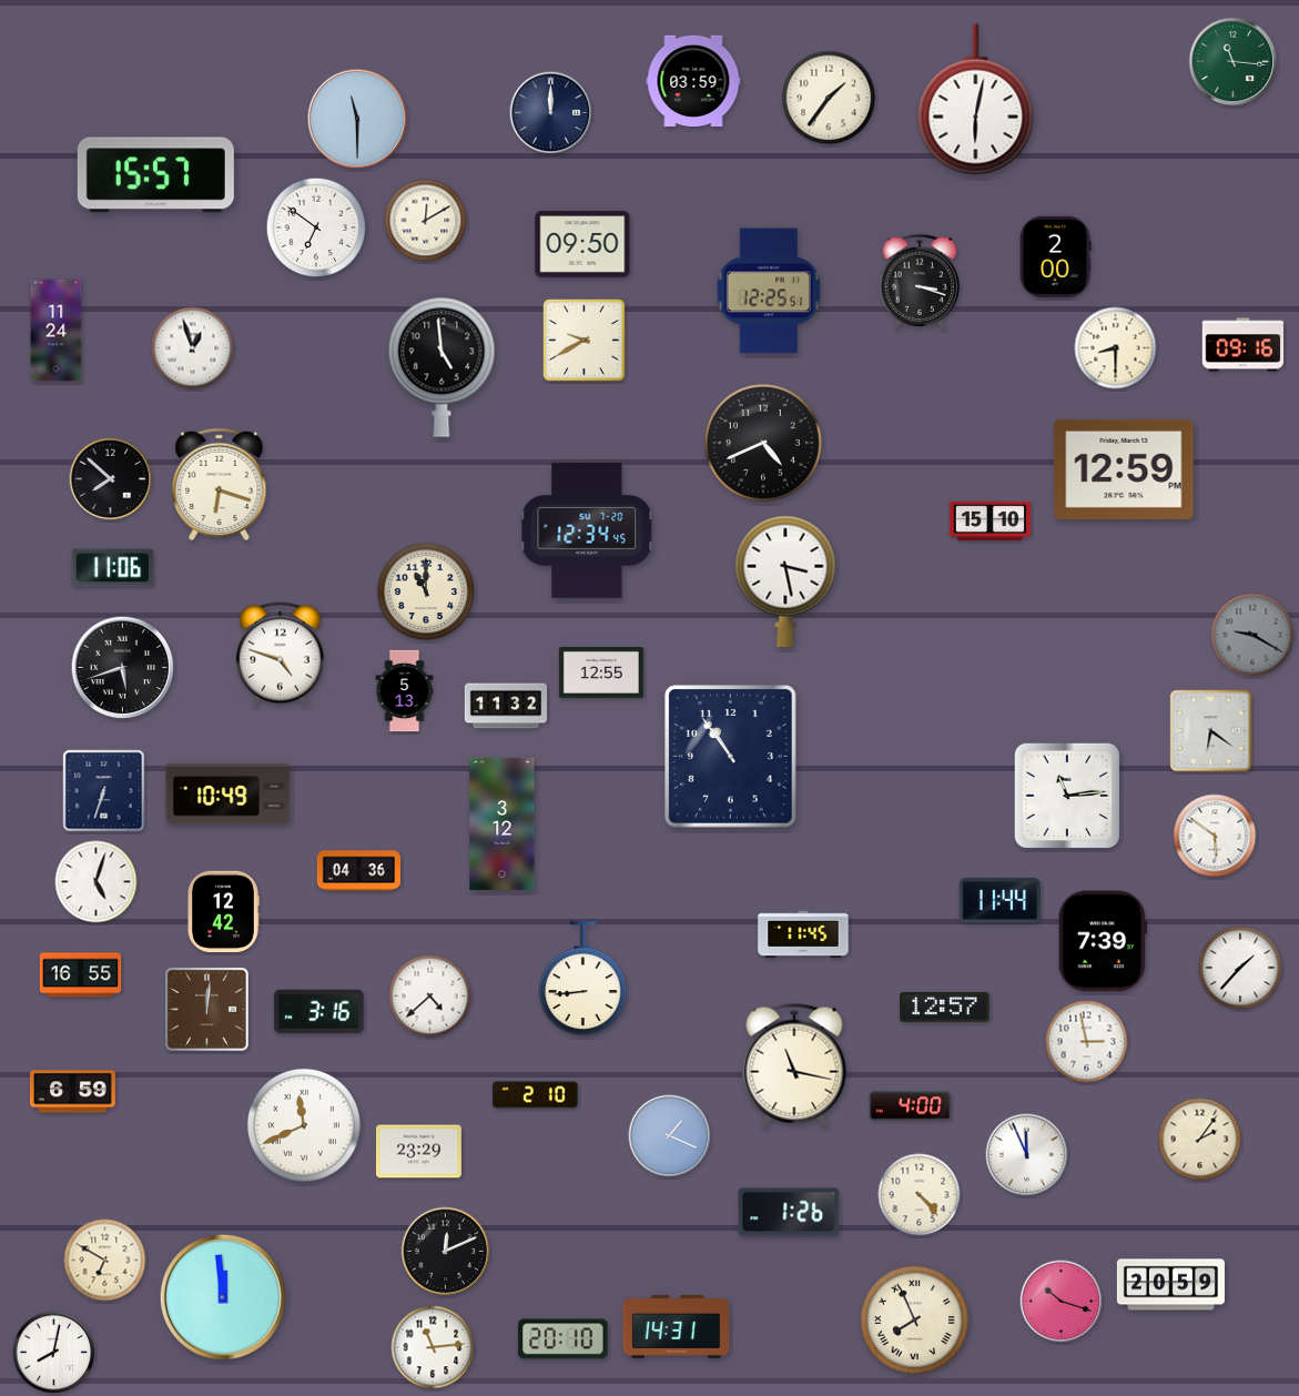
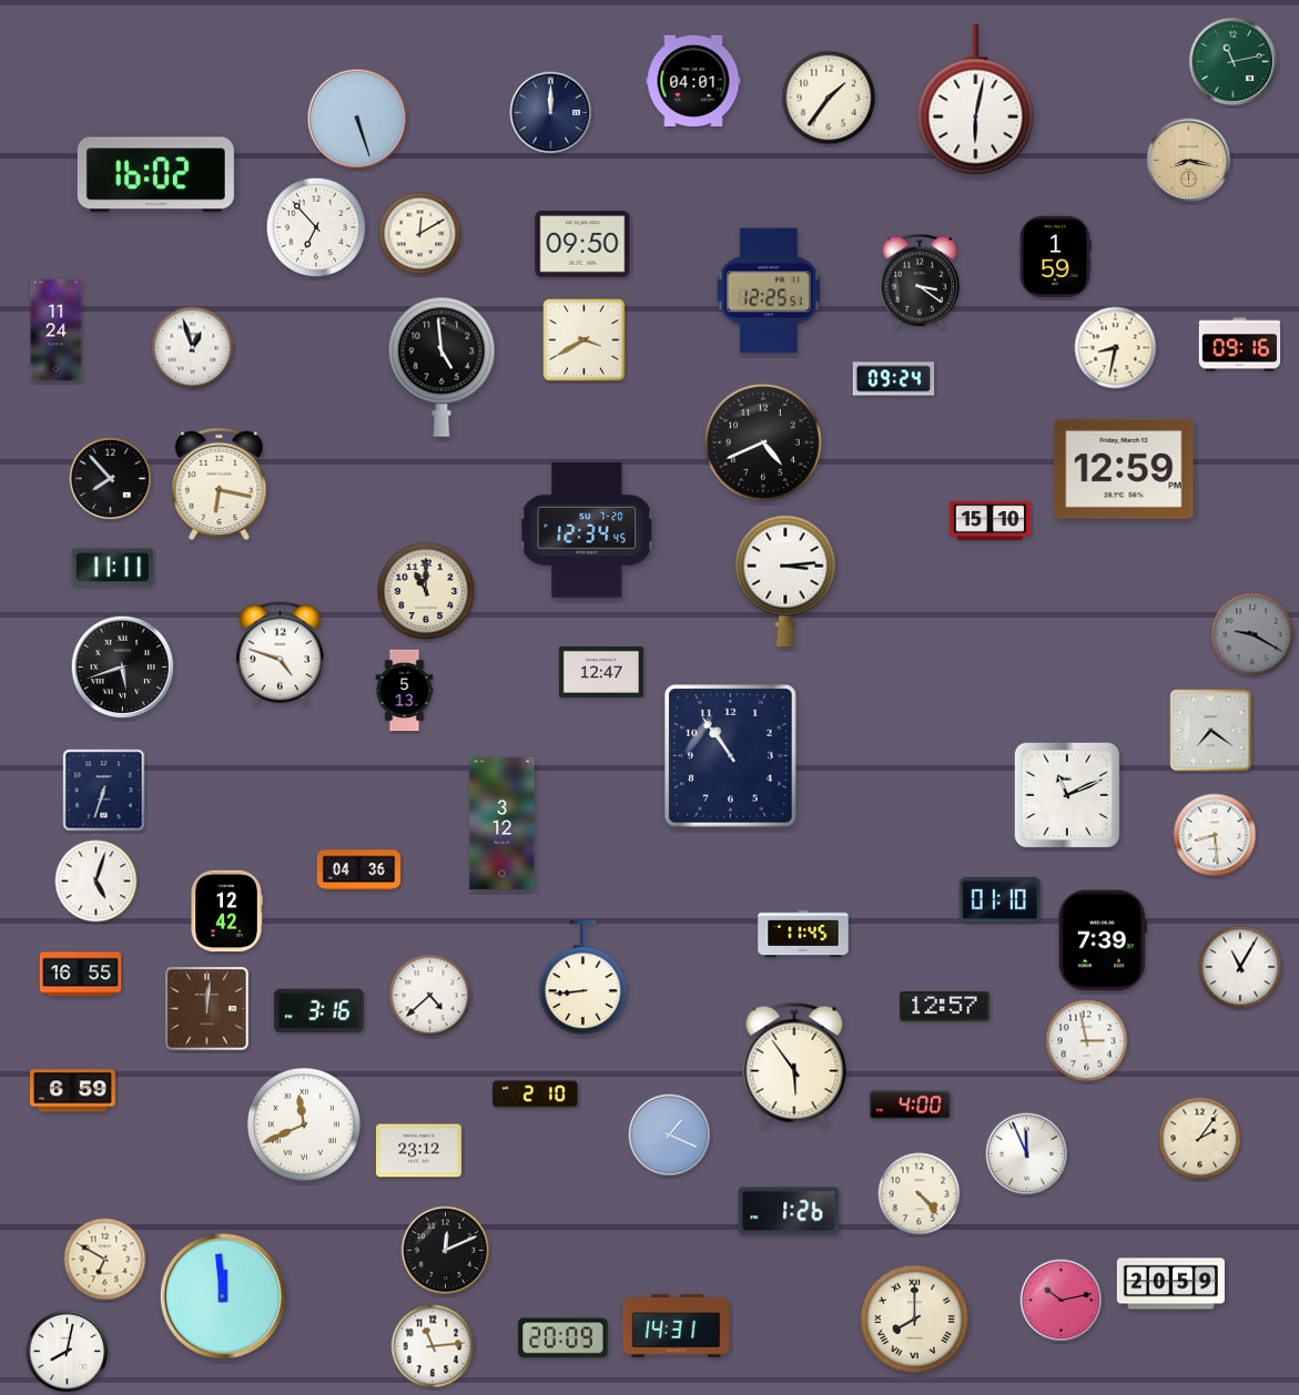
clock at (1234, 62): 11:16 -> 11:13
clock at (693, 80): 03:59 -> 04:01
clock at (357, 119): 11:30 -> 5:27
clock at (1189, 161): none -> 8:17
clock at (155, 175): 15:57 -> 16:02
clock at (426, 221) position: (426, 221) -> (420, 234)
clock at (316, 227): 6:51 -> 6:53
clock at (1055, 257): 2:00 -> 1:59
clock at (920, 282): 3:18 -> 3:21
clock at (585, 341): 9:40 -> 3:40
clock at (1244, 345) position: (1244, 345) -> (1240, 345)
clock at (1116, 348): 8:30 -> 8:32
clock at (894, 379): none -> 09:24
clock at (111, 479): 7:52 -> 7:53
clock at (220, 484): 6:18 -> 6:17
clock at (112, 568): 11:06 -> 11:11
clock at (785, 581): 3:28 -> 3:14
clock at (601, 672): 12:55 -> 12:47
clock at (506, 706): 11:32 -> none
clock at (1211, 731): 6:21 -> 7:21
clock at (229, 795): 10:49 -> none
clock at (1067, 796): 11:14 -> 11:11
clock at (1215, 836): 5:51 -> 8:29
clock at (999, 901): 11:44 -> 01:10
clock at (223, 912) position: (223, 912) -> (226, 912)
clock at (1240, 968): 1:37 -> 11:05
clock at (794, 1065): 11:17 -> 5:54
clock at (418, 1152): 23:29 -> 23:12
clock at (1062, 1302): 10:18 -> 10:13
clock at (914, 1319): 7:56 -> 8:00
clock at (564, 1339): 20:10 -> 20:09
clock at (54, 1353) position: (54, 1353) -> (68, 1352)
